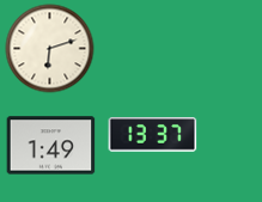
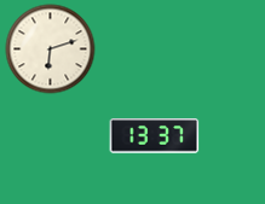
clock at (51, 146): 1:49 -> none
